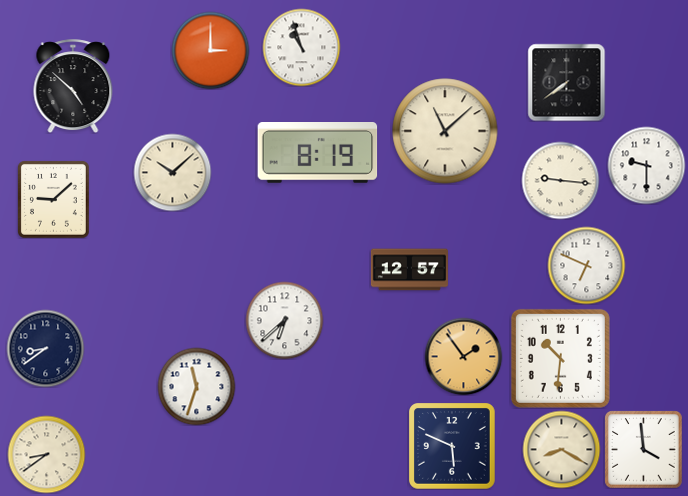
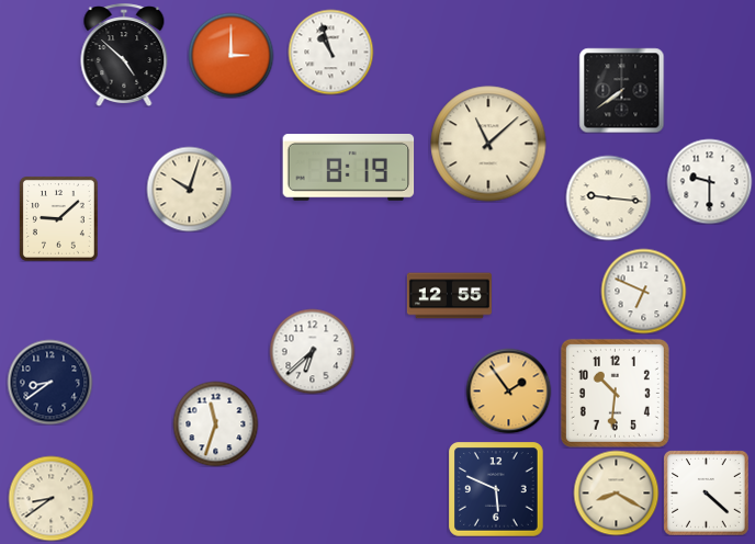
clock at (73, 86) position: (73, 86) -> (124, 55)
clock at (172, 172): 10:08 -> 10:03
clock at (560, 180) position: (560, 180) -> (608, 197)
clock at (409, 270): 12:57 -> 12:55
clock at (644, 450): 3:59 -> 4:22
